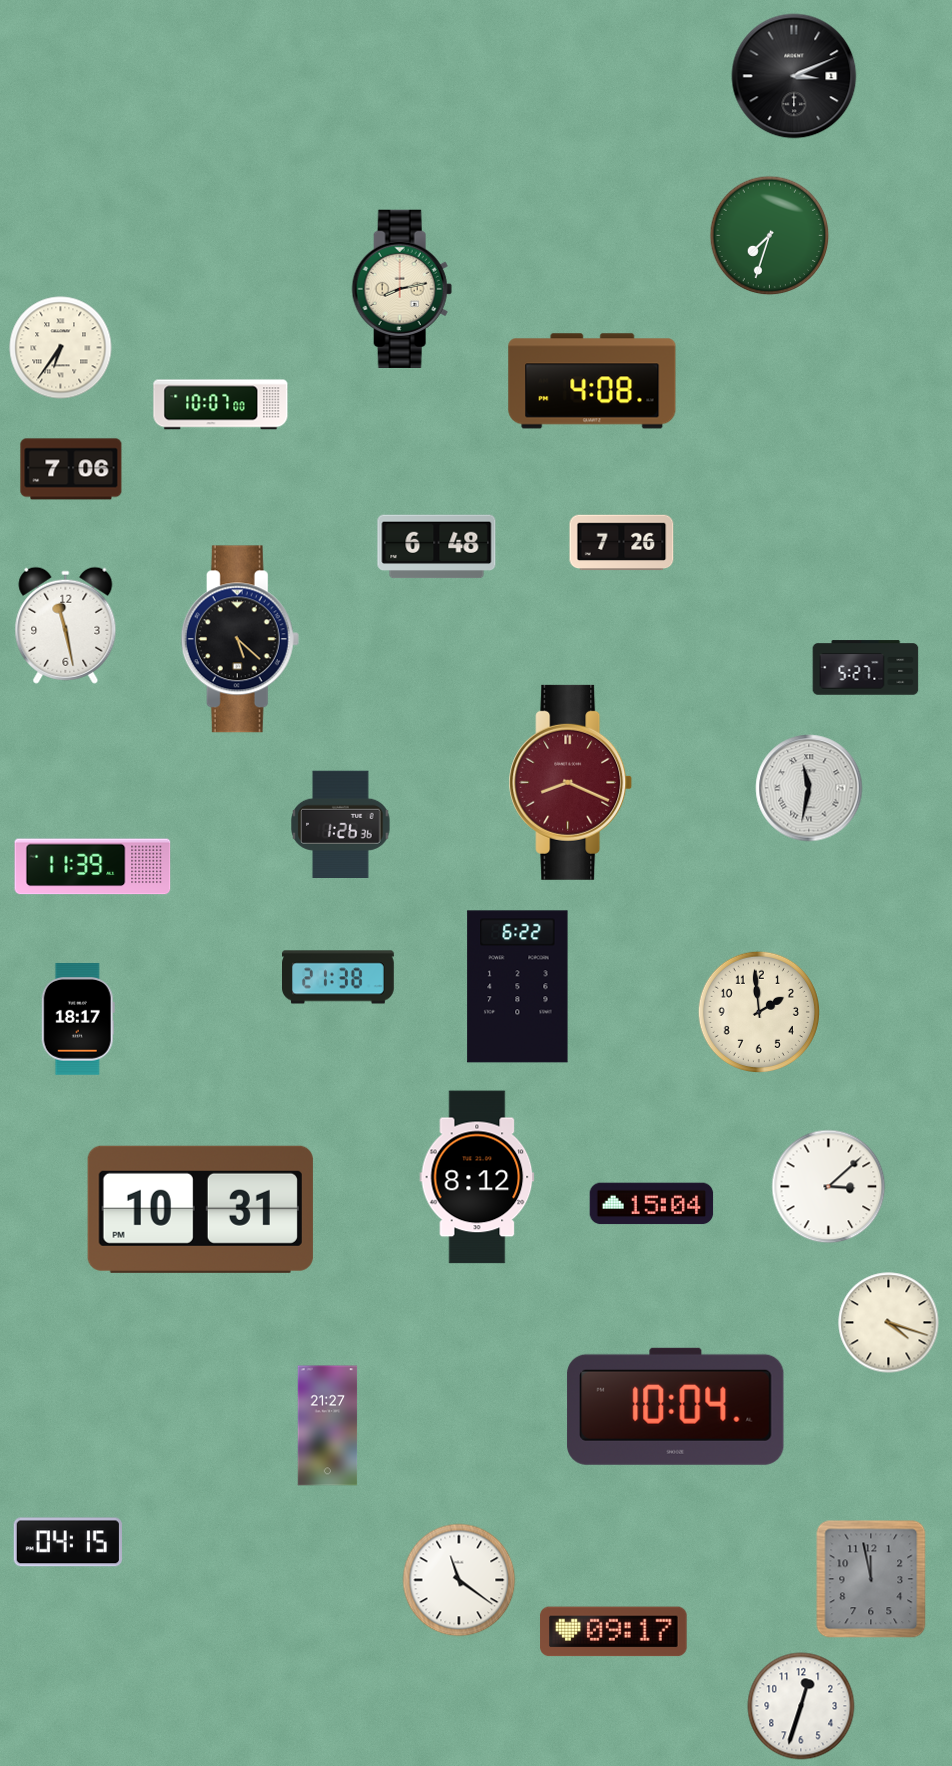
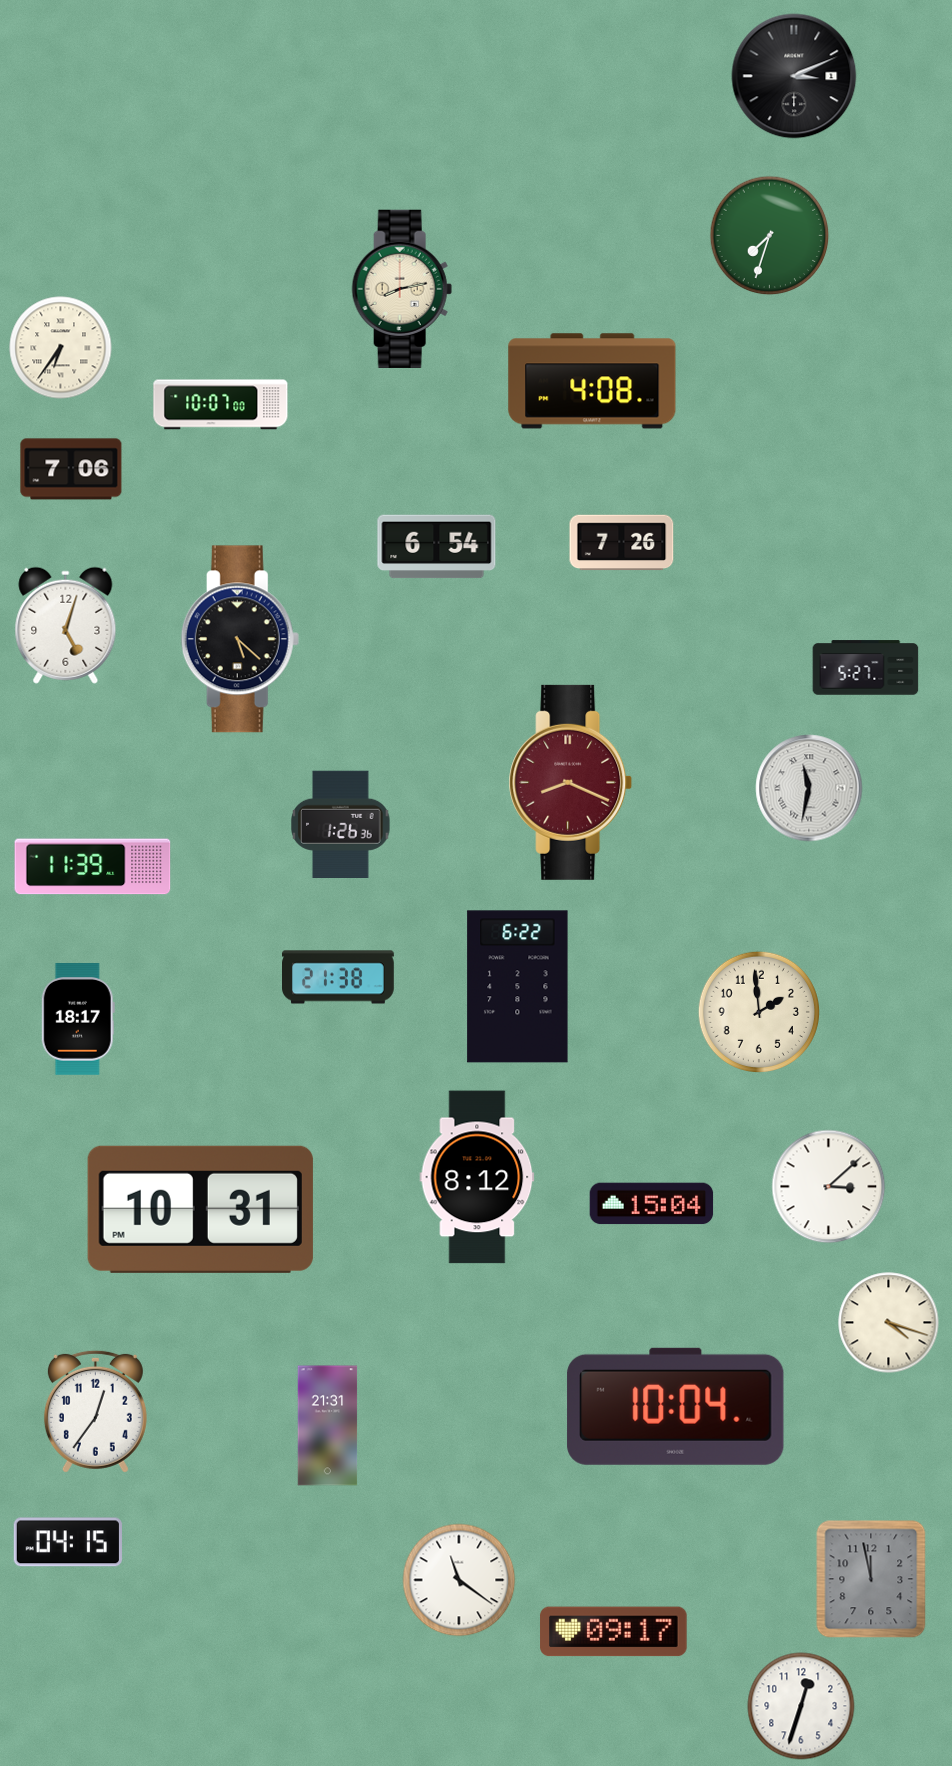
clock at (437, 547): 6:48 -> 6:54
clock at (66, 625): 11:28 -> 5:03
clock at (95, 1411): none -> 12:36
clock at (328, 1426): 21:27 -> 21:31
